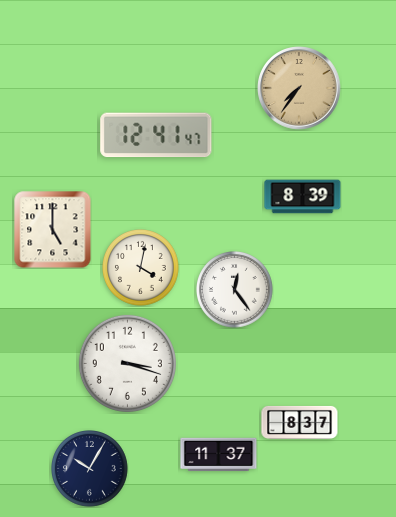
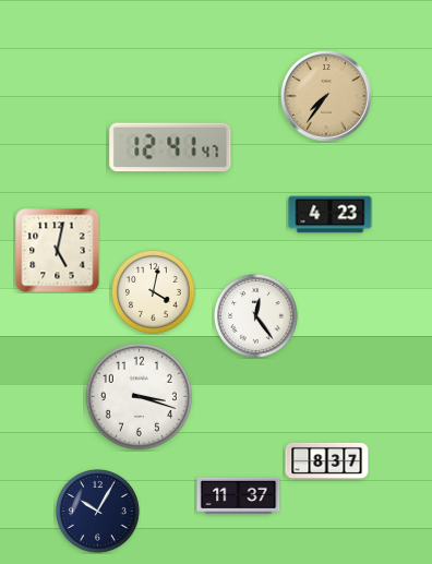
clock at (303, 197): 8:39 -> 4:23
clock at (53, 230): 5:00 -> 5:02
